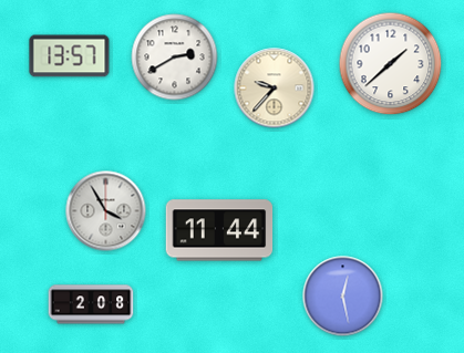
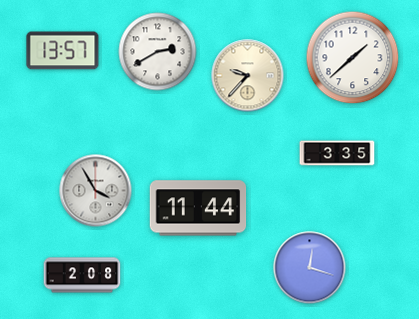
clock at (275, 89) position: (275, 89) -> (248, 76)
clock at (337, 153): none -> 3:35
clock at (343, 297): 12:28 -> 12:18
